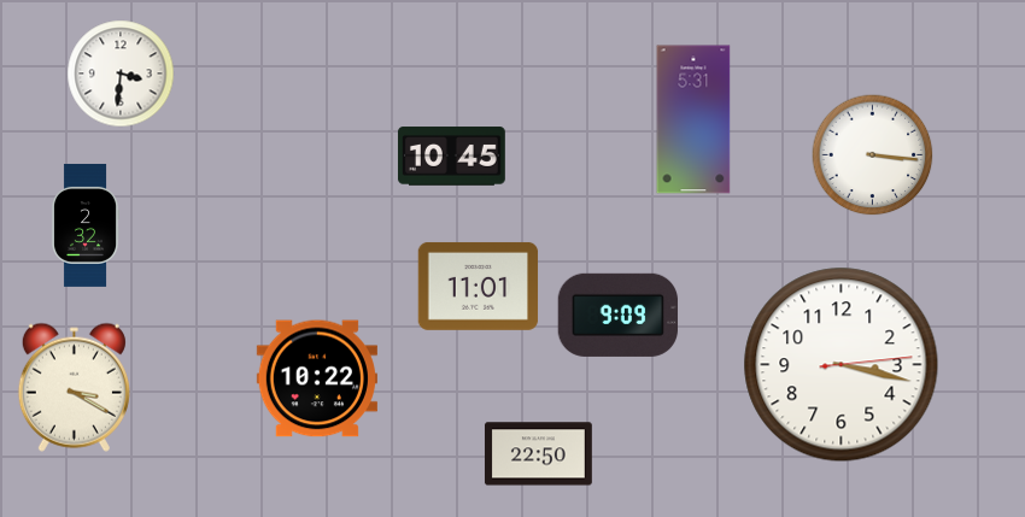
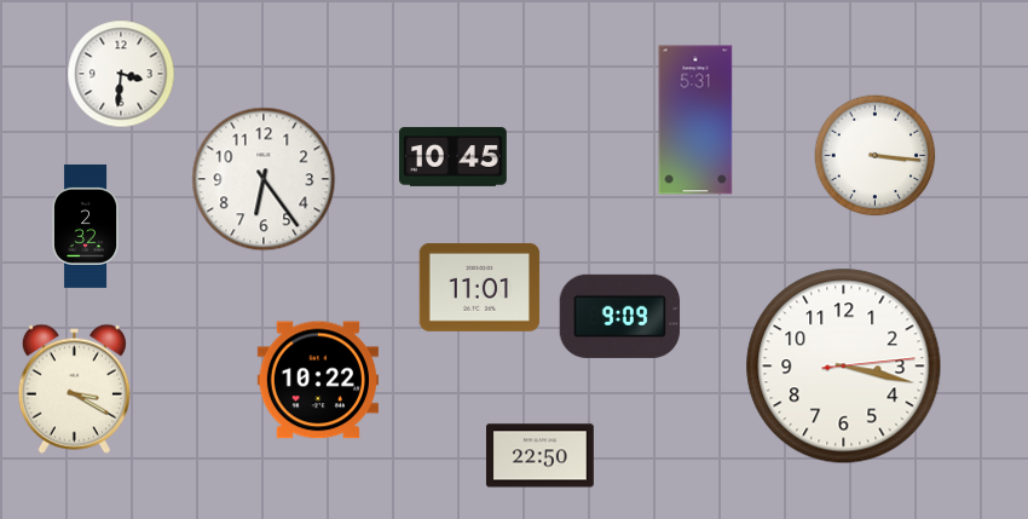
clock at (264, 179): none -> 6:24
